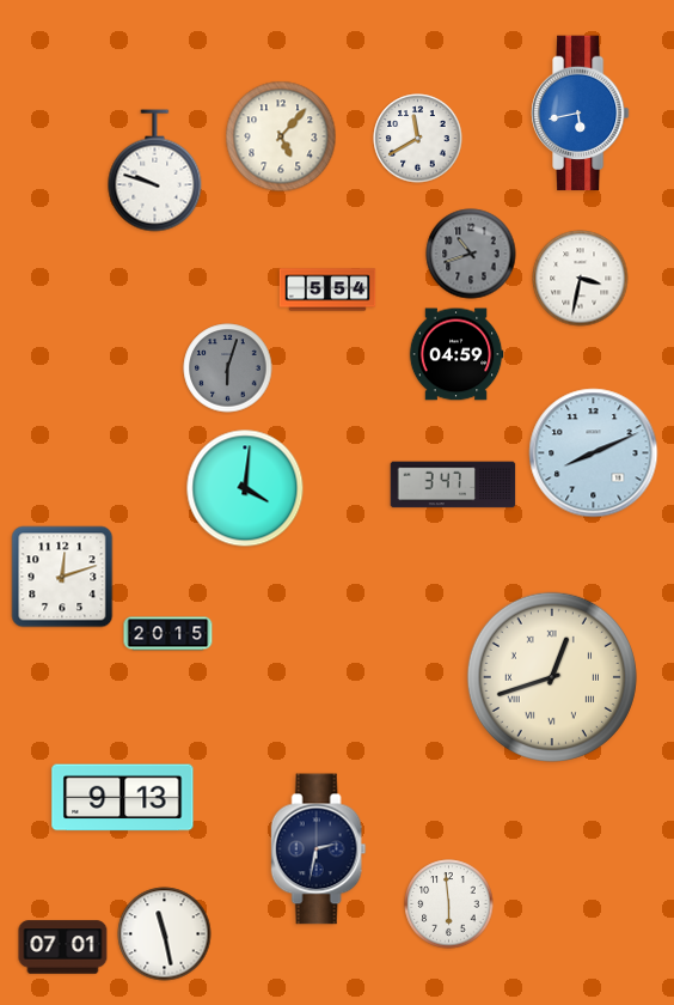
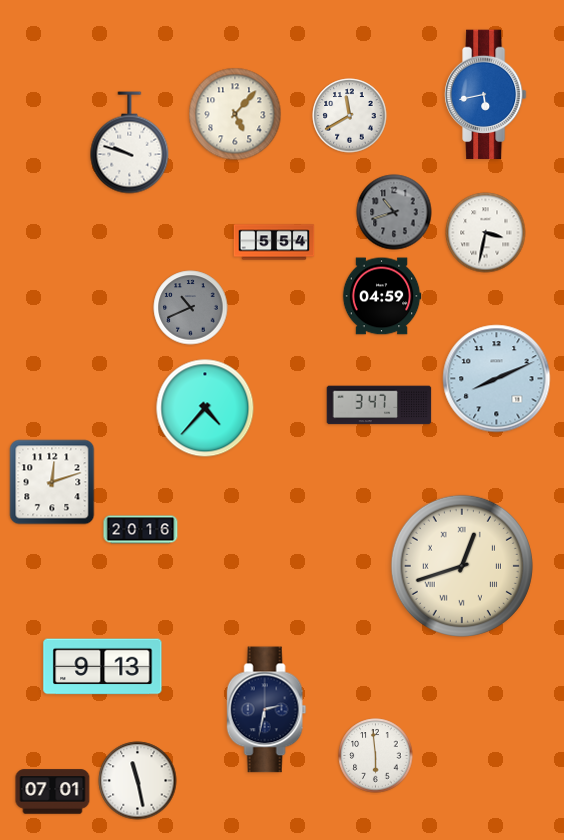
clock at (228, 368): 6:03 -> 10:41
clock at (245, 488): 4:01 -> 4:37
clock at (168, 634): 20:15 -> 20:16
